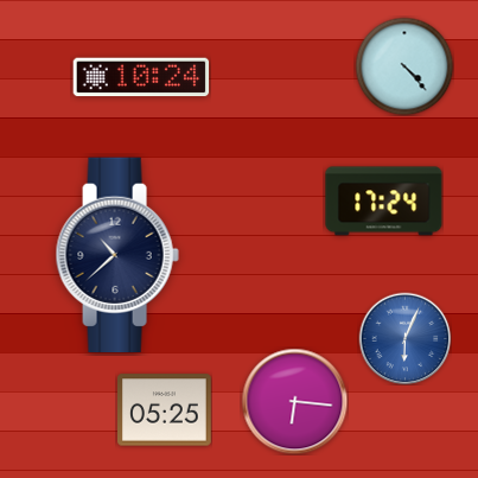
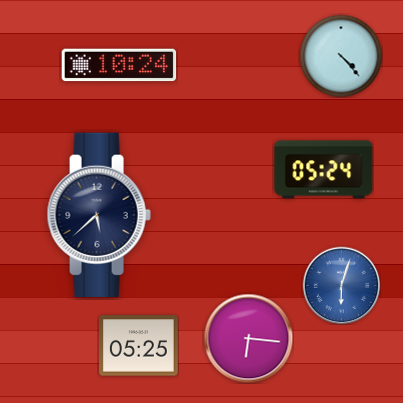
clock at (384, 202): 17:24 -> 05:24
clock at (117, 254): 10:38 -> 5:38
clock at (404, 338): 6:04 -> 6:03
